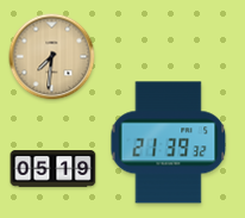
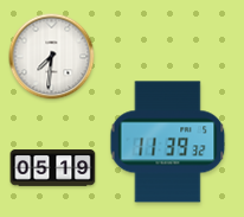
clock at (52, 57) dial: champagne -> white
clock at (169, 143): 21:39 -> 11:39
